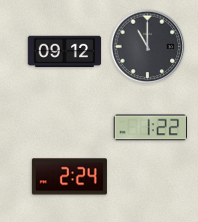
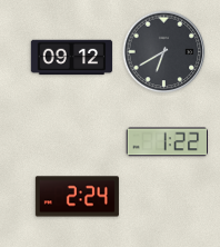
clock at (148, 47): 11:00 -> 6:40
